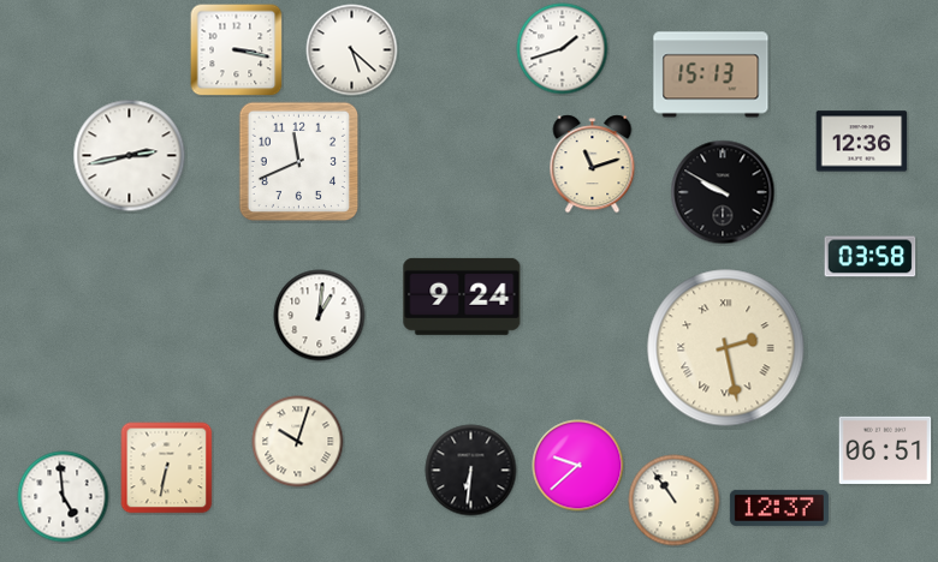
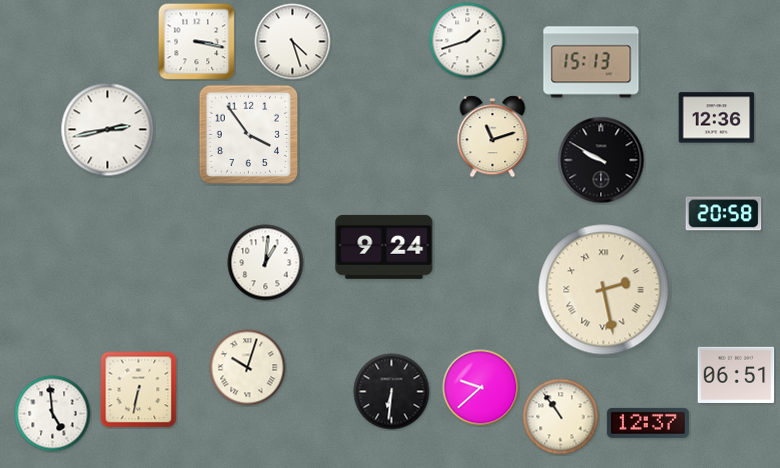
clock at (352, 50): 5:22 -> 4:27
clock at (299, 162): 11:41 -> 3:54
clock at (871, 257): 03:58 -> 20:58
